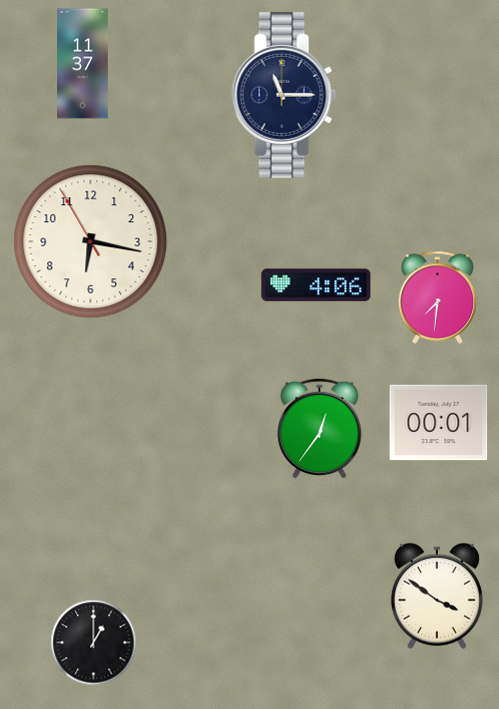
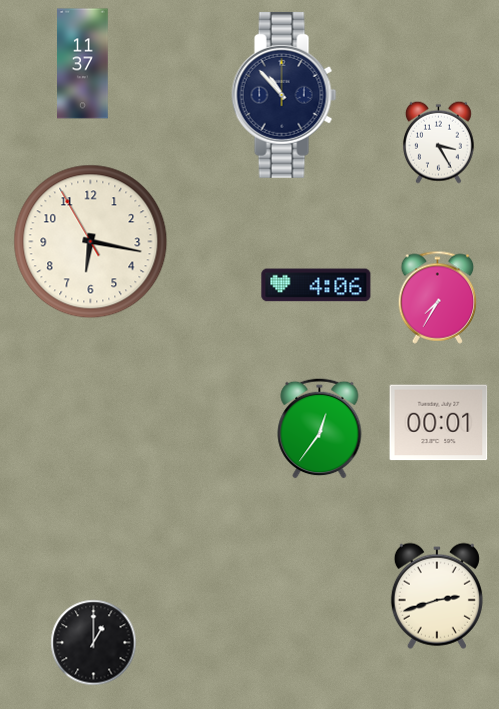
clock at (284, 95): 11:15 -> 10:53
clock at (438, 142): none -> 3:25
clock at (438, 297): 7:31 -> 7:35
clock at (437, 596): 3:51 -> 2:42
